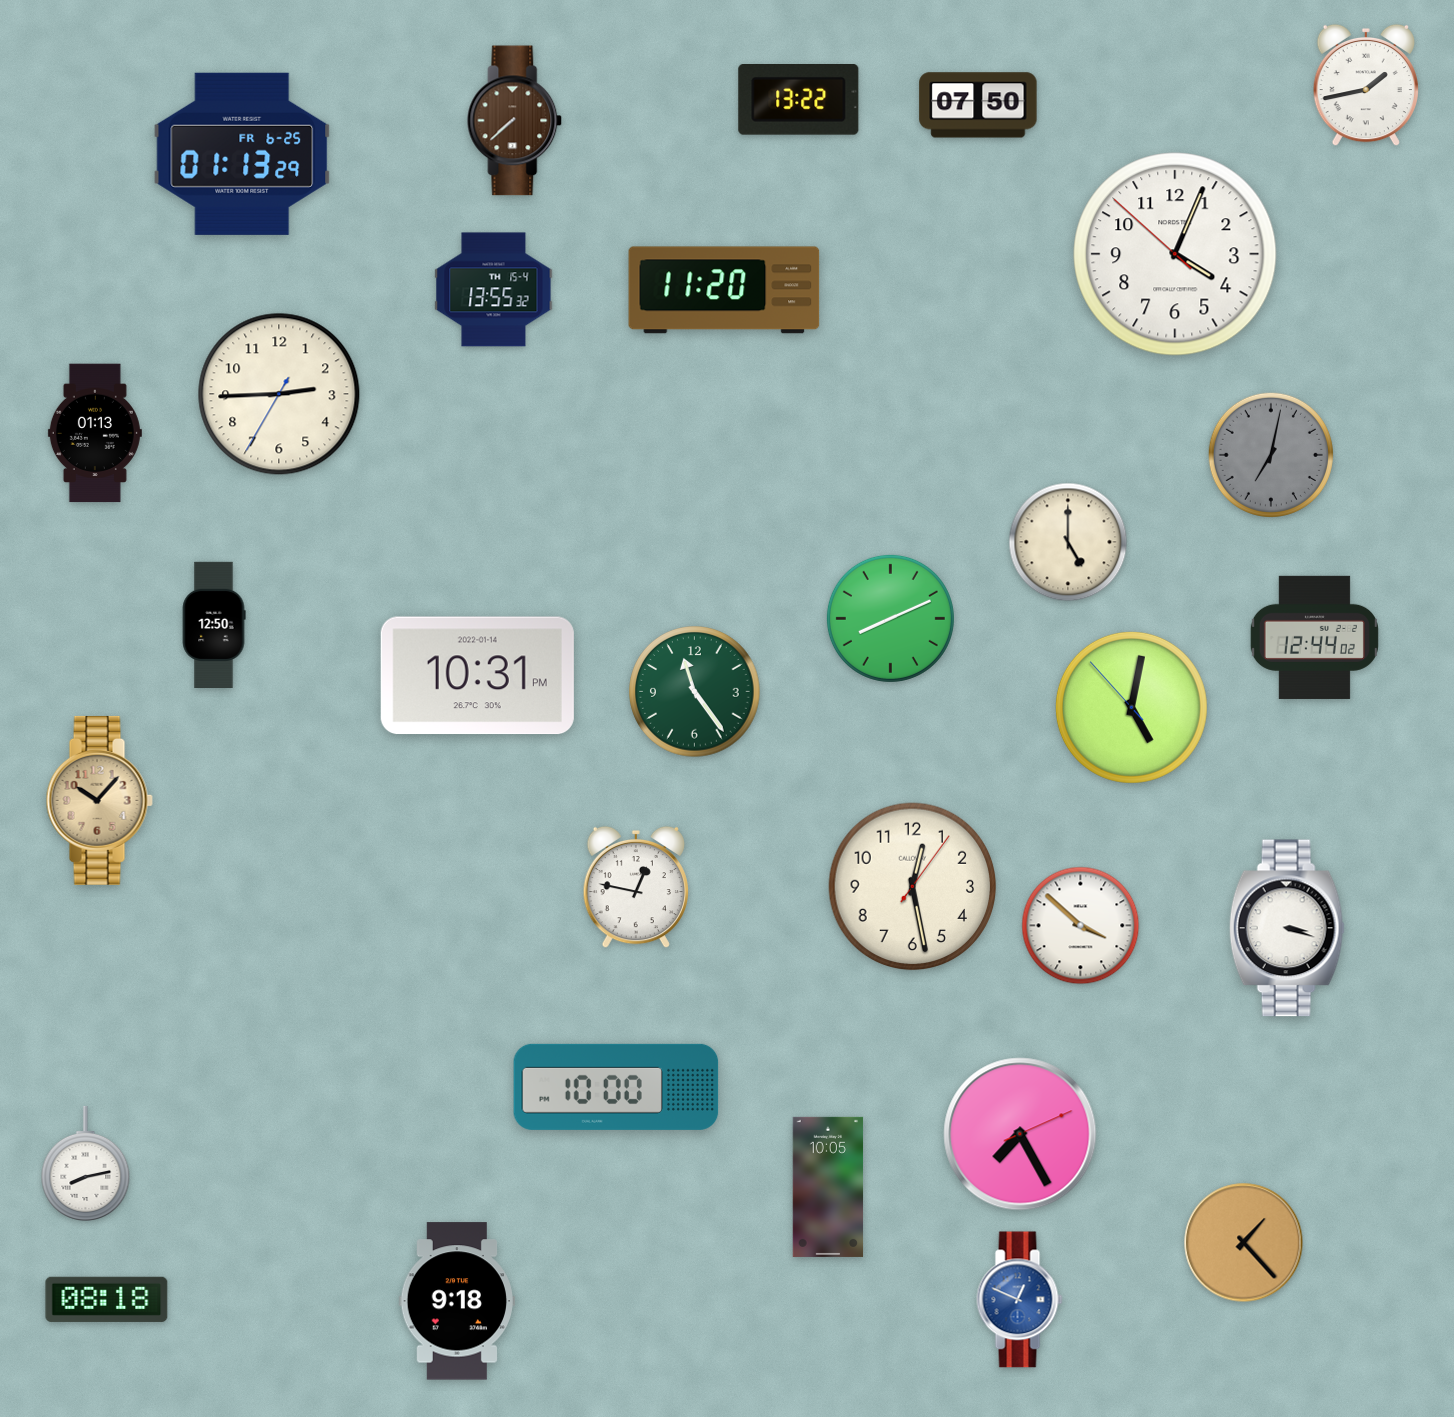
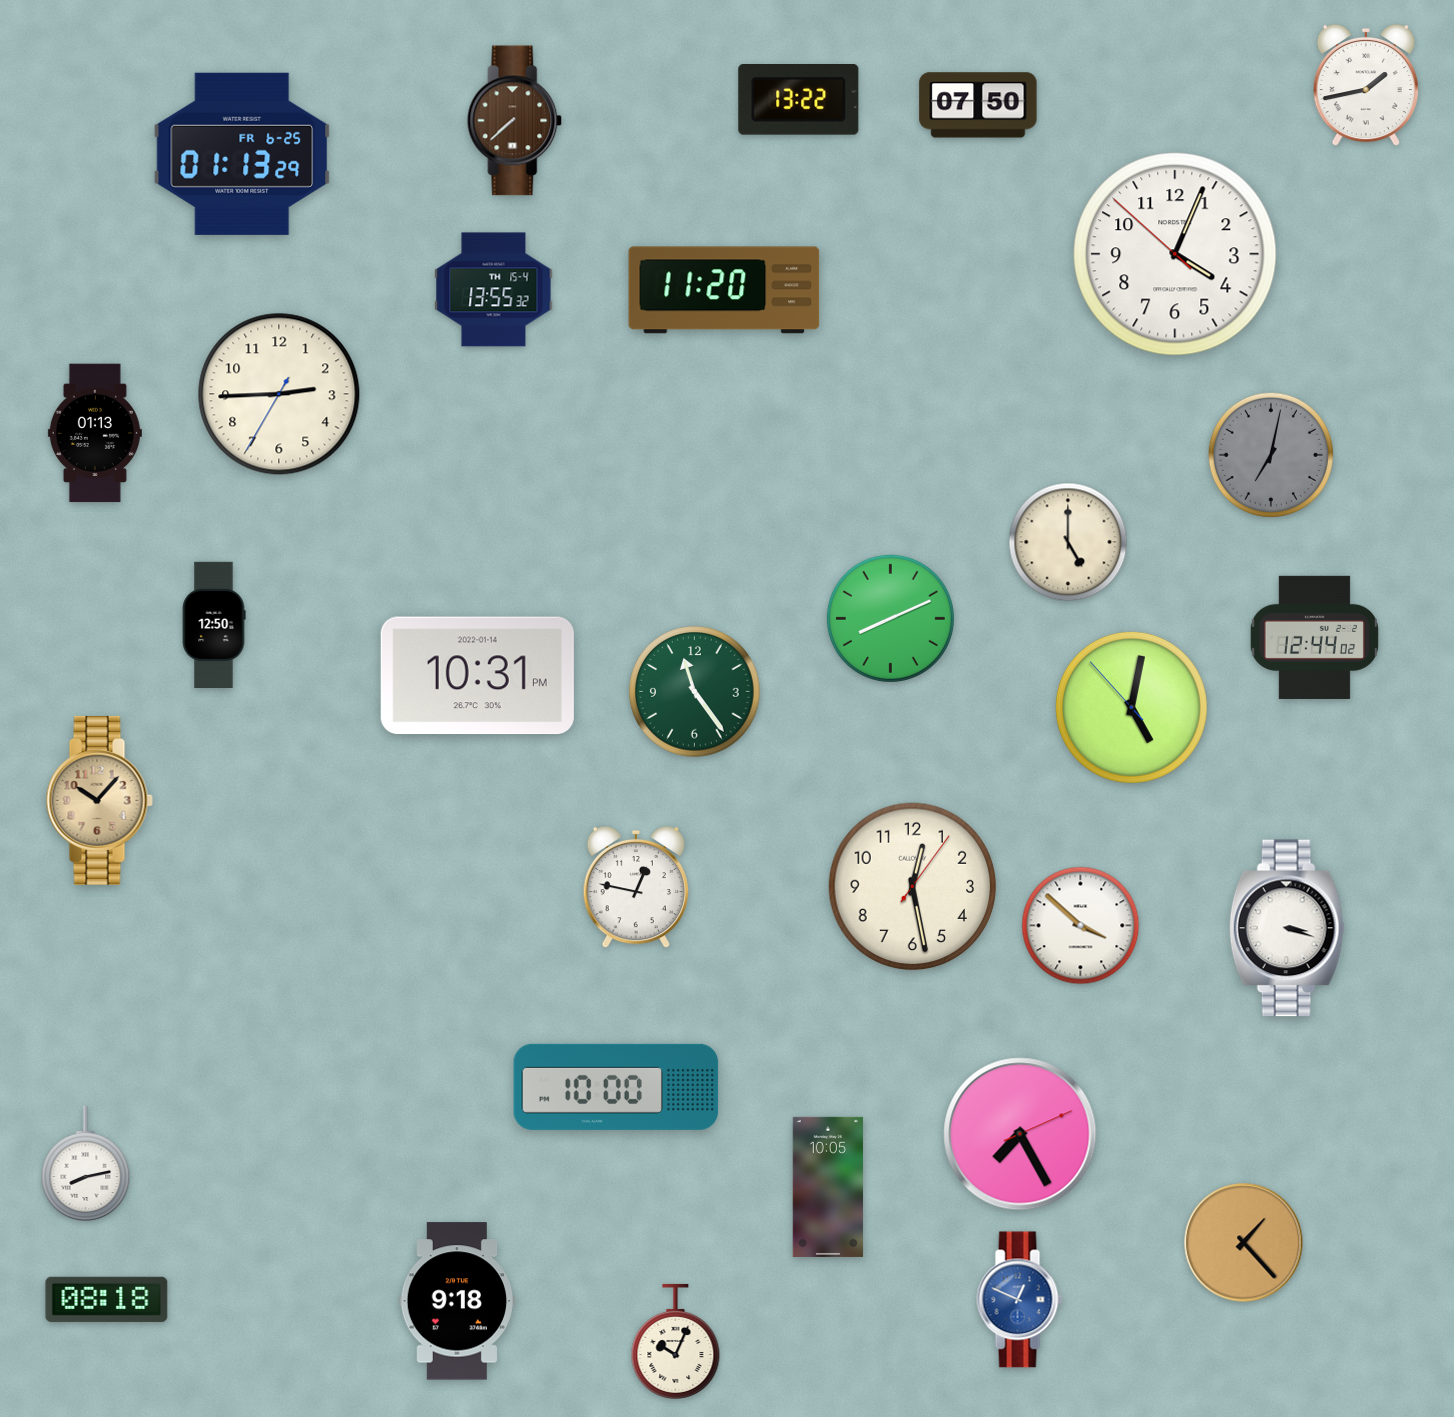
clock at (676, 1341): none -> 10:04
